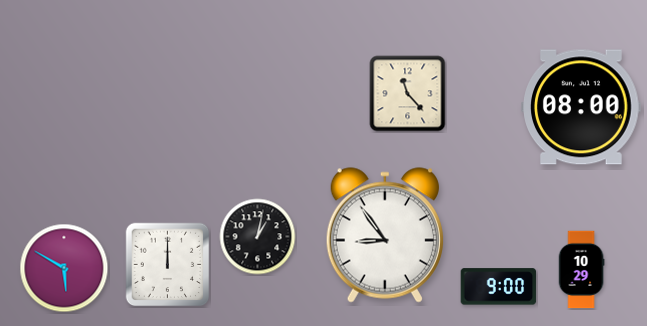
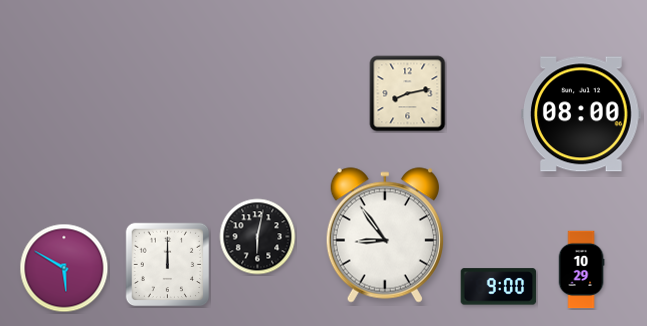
clock at (408, 94): 11:23 -> 8:13
clock at (581, 107) position: (581, 107) -> (581, 114)
clock at (258, 237): 1:02 -> 6:02
